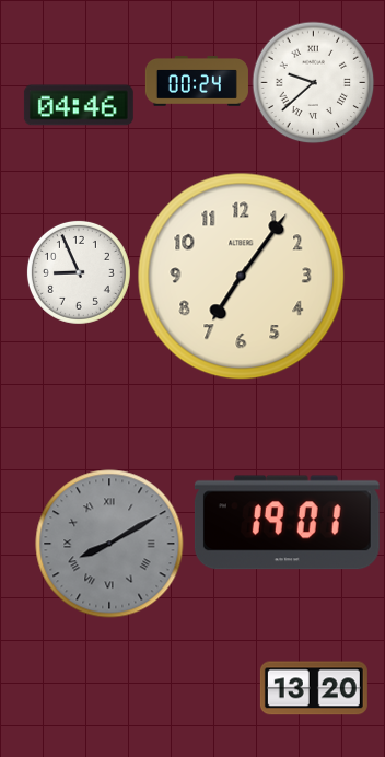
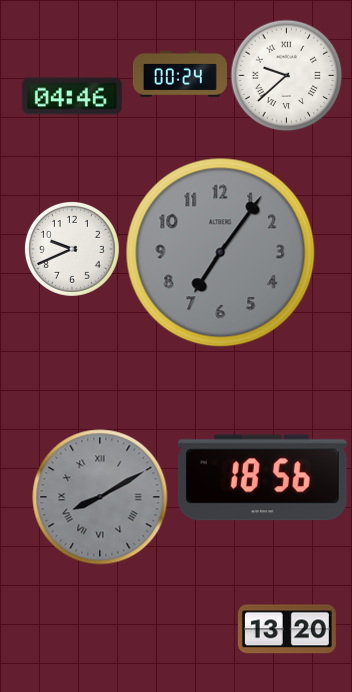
clock at (79, 272): 8:56 -> 9:41
clock at (242, 277) dial: cream -> grey
clock at (287, 523): 19:01 -> 18:56
